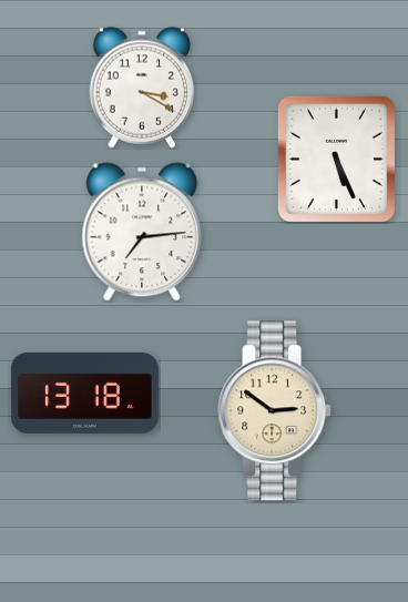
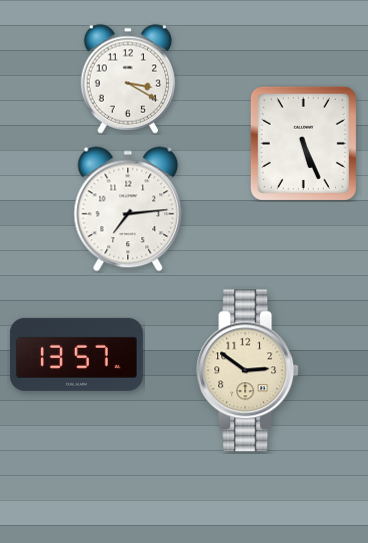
clock at (84, 392): 13:18 -> 13:57
